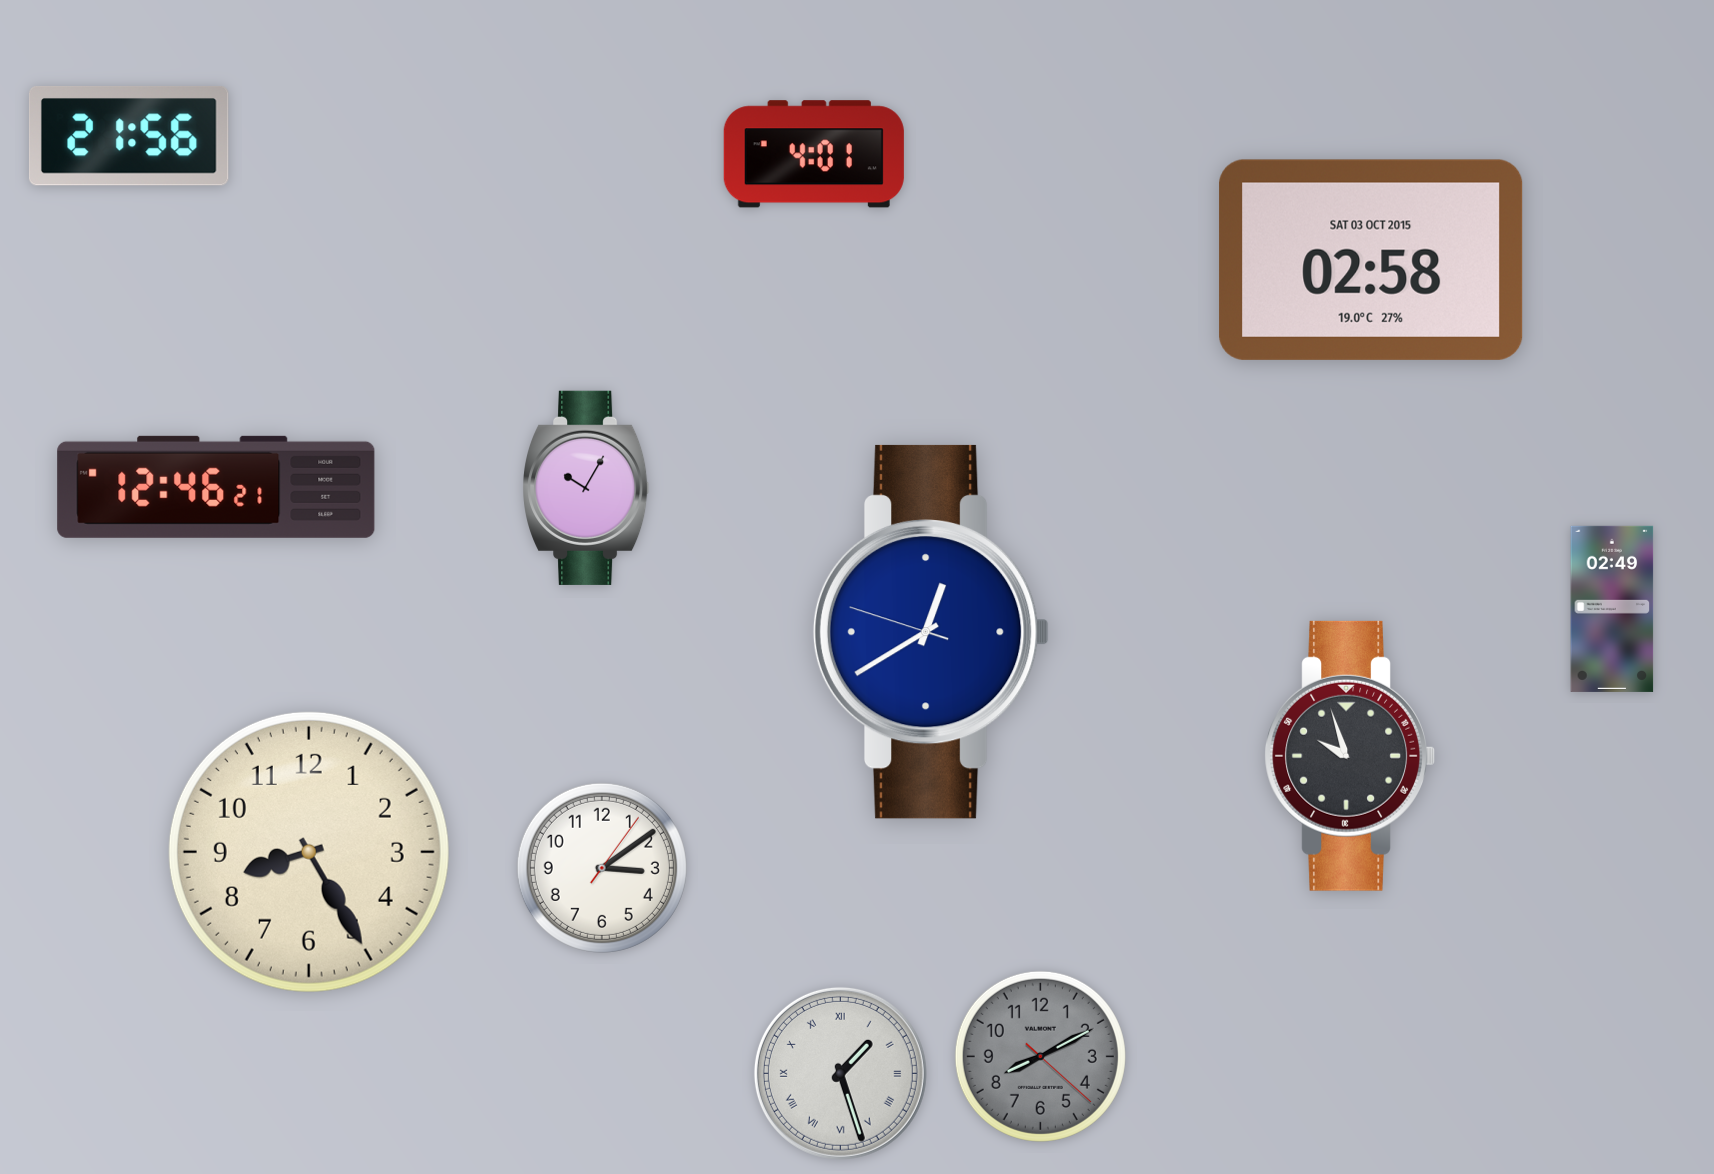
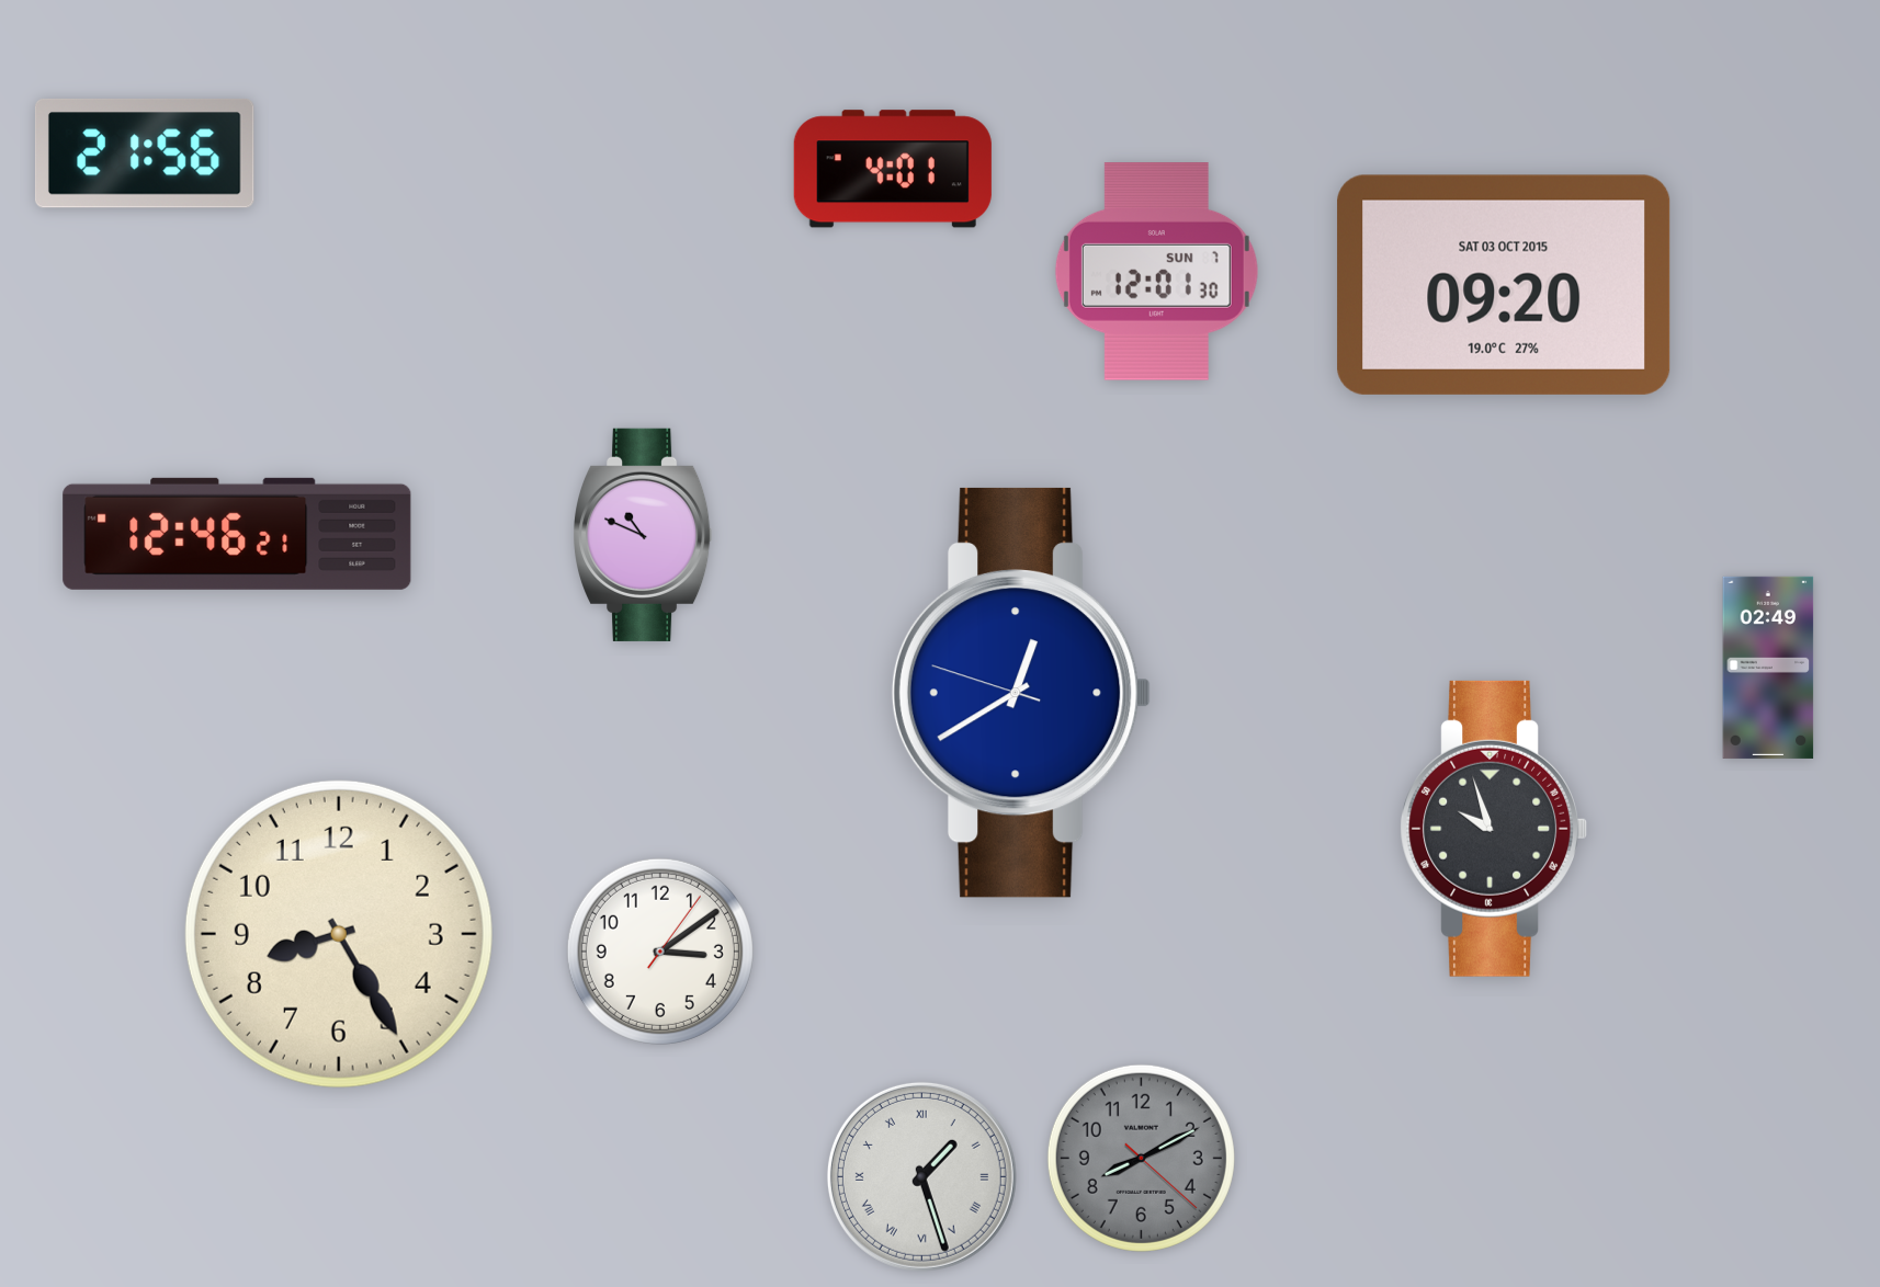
clock at (129, 136) position: (129, 136) -> (145, 153)
clock at (1156, 272): none -> 12:01
clock at (1371, 260): 02:58 -> 09:20
clock at (587, 488): 10:05 -> 10:49
clock at (1350, 756) position: (1350, 756) -> (1494, 829)
